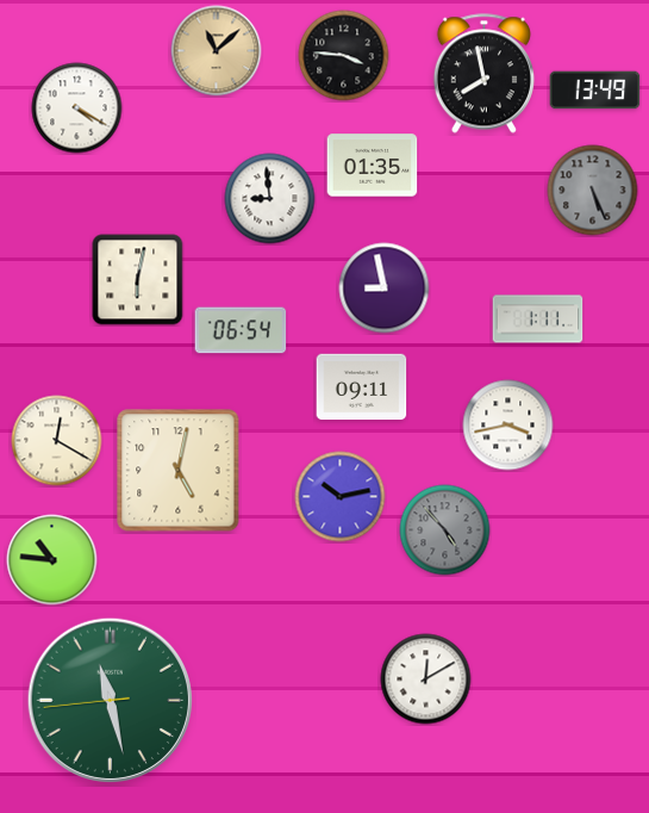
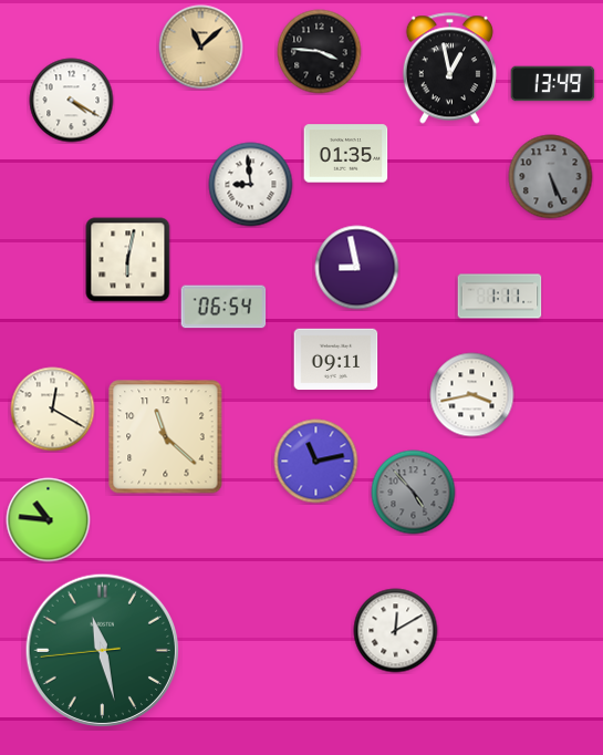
clock at (483, 74): 7:58 -> 12:58
clock at (179, 471): 5:02 -> 11:22
clock at (341, 497): 10:13 -> 11:13
